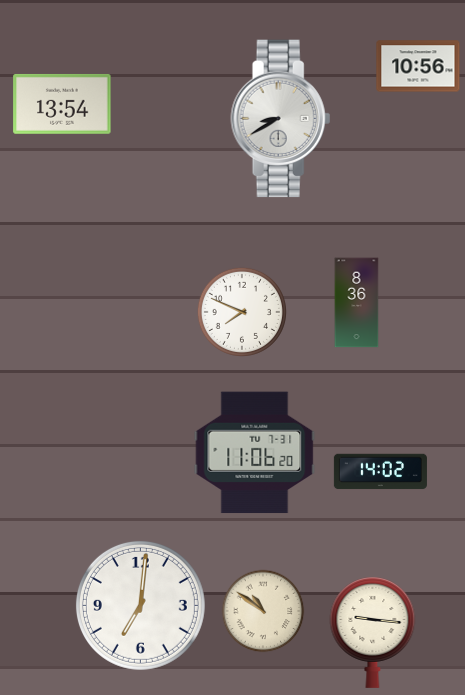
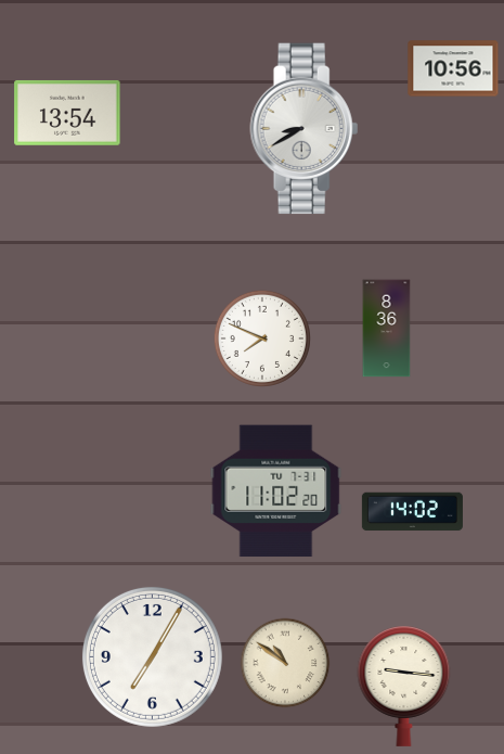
clock at (418, 66) position: (418, 66) -> (453, 68)
clock at (255, 453): 11:06 -> 11:02
clock at (140, 605): 7:01 -> 7:05
